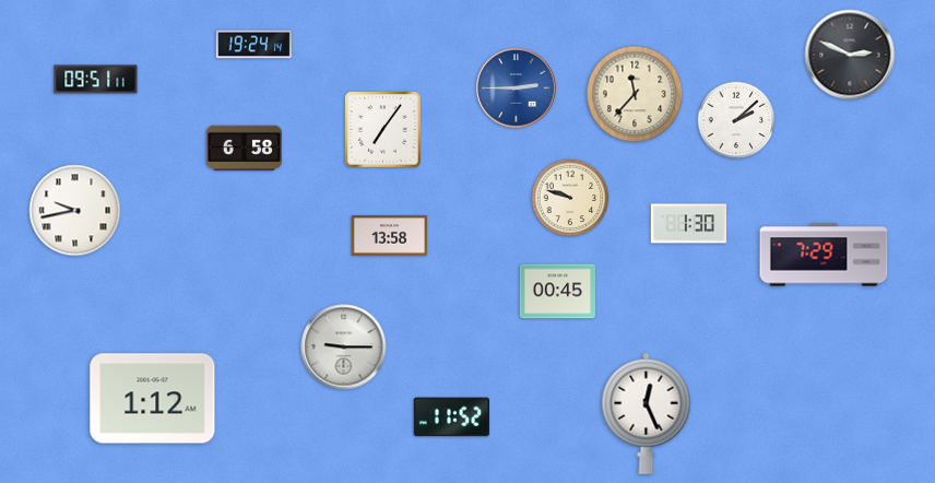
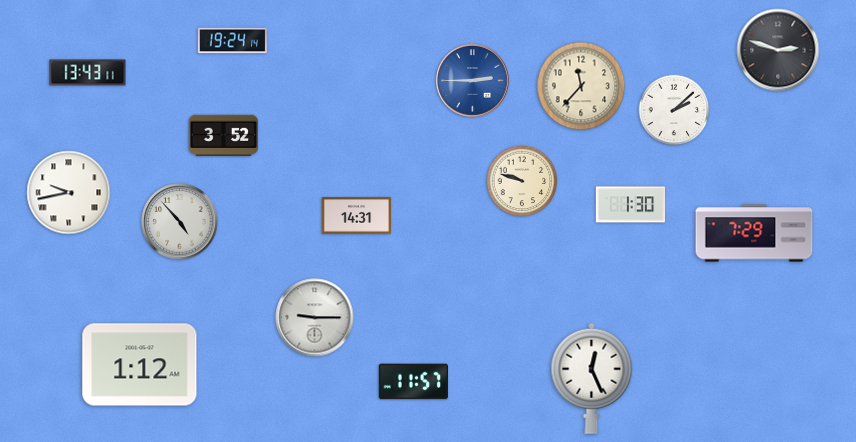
clock at (850, 55): 2:49 -> 2:48
clock at (96, 80): 09:51 -> 13:43
clock at (383, 130): 7:06 -> none
clock at (244, 149): 6:58 -> 3:52
clock at (390, 236): 13:58 -> 14:31
clock at (180, 222): none -> 4:53
clock at (558, 292): 00:45 -> none
clock at (451, 417): 11:52 -> 11:57
